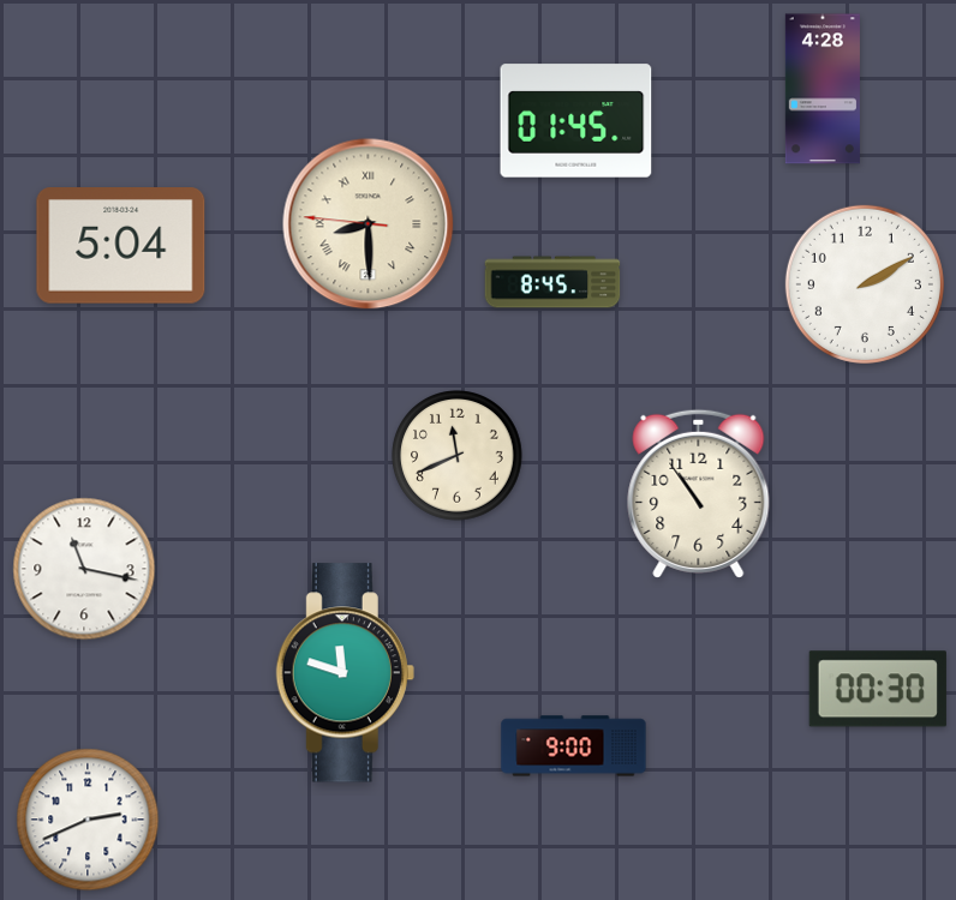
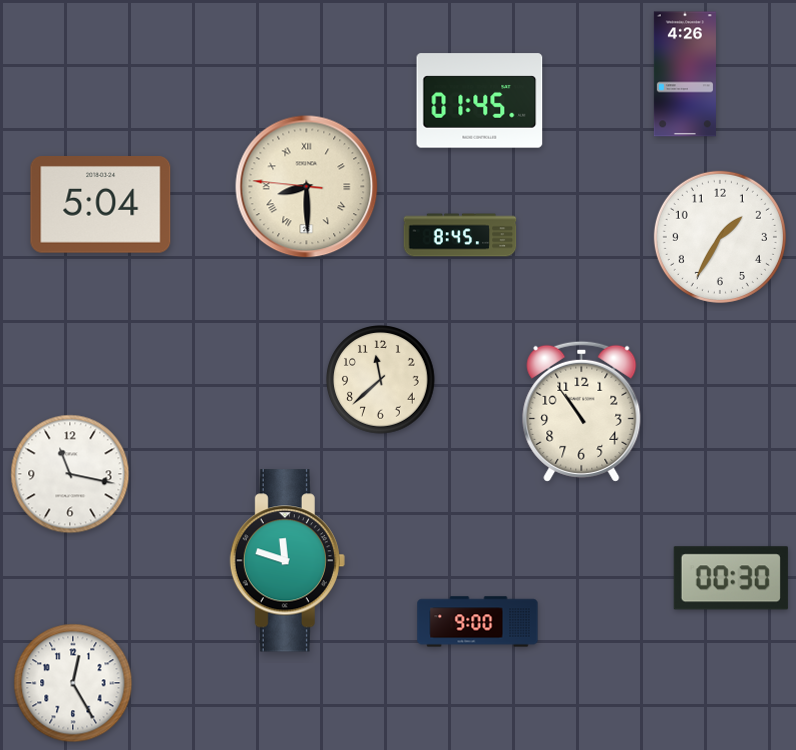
clock at (823, 89): 4:28 -> 4:26
clock at (865, 284): 2:10 -> 1:35
clock at (458, 456): 11:41 -> 11:38
clock at (878, 689) position: (878, 689) -> (731, 578)
clock at (88, 820): 2:41 -> 12:25
